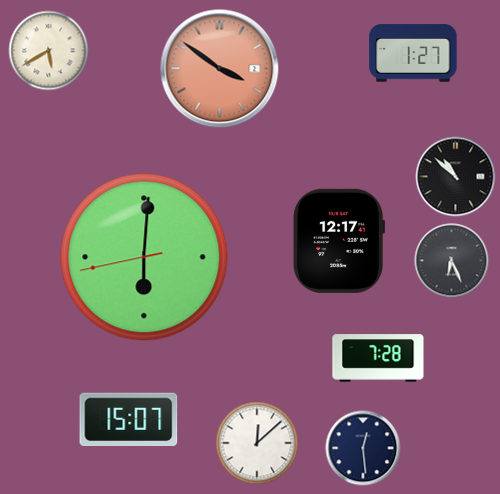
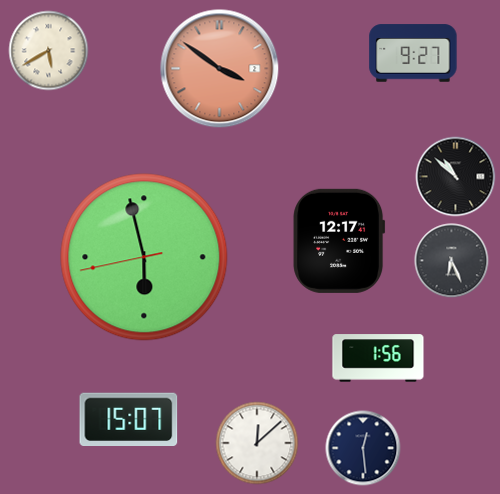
clock at (413, 53): 1:27 -> 9:27
clock at (144, 257): 6:00 -> 5:57
clock at (378, 358): 7:28 -> 1:56
